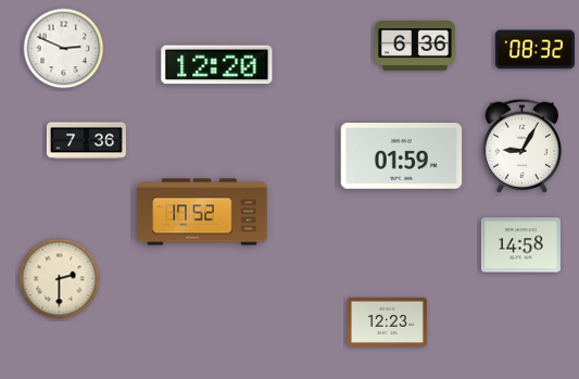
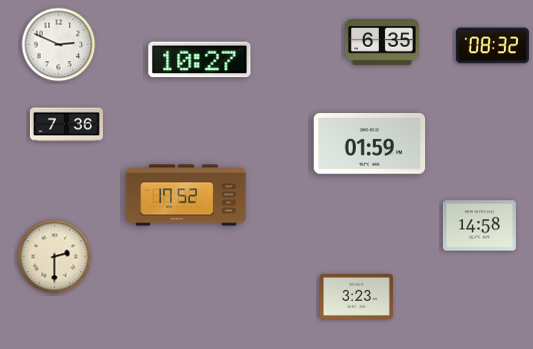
clock at (415, 47): 6:36 -> 6:35
clock at (217, 65): 12:20 -> 10:27
clock at (86, 141) position: (86, 141) -> (66, 125)
clock at (521, 146): 9:05 -> none
clock at (387, 321): 12:23 -> 3:23
